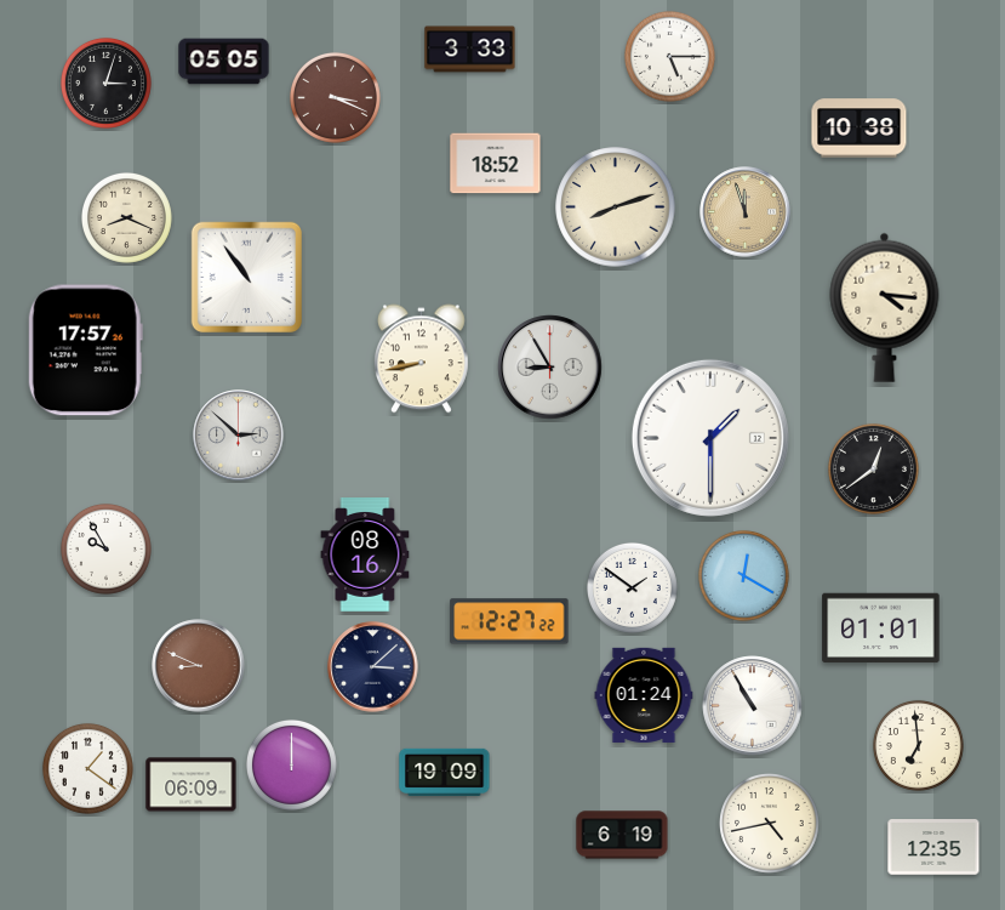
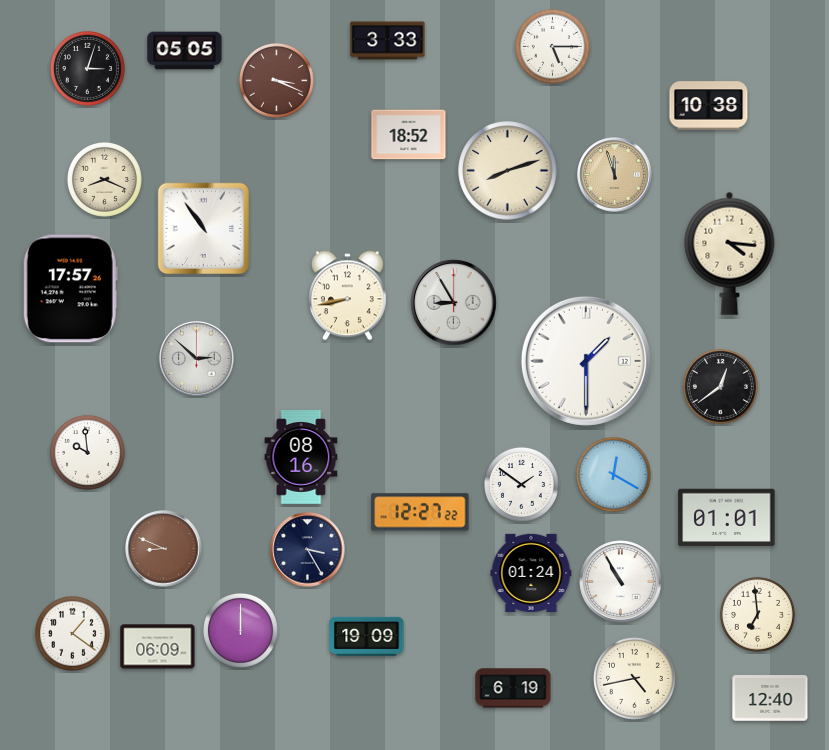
clock at (105, 548): 9:55 -> 9:59
clock at (373, 667): 3:08 -> 3:25
clock at (933, 847): 12:35 -> 12:40
